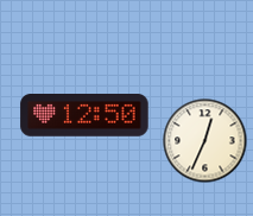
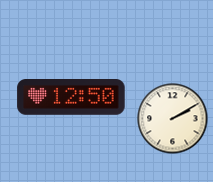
clock at (205, 141): 12:34 -> 2:10
